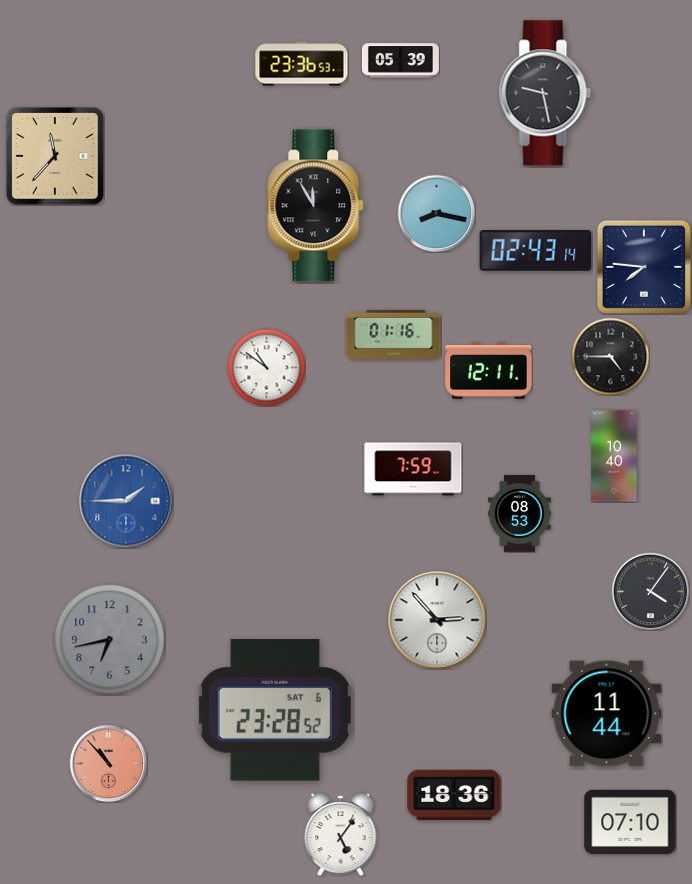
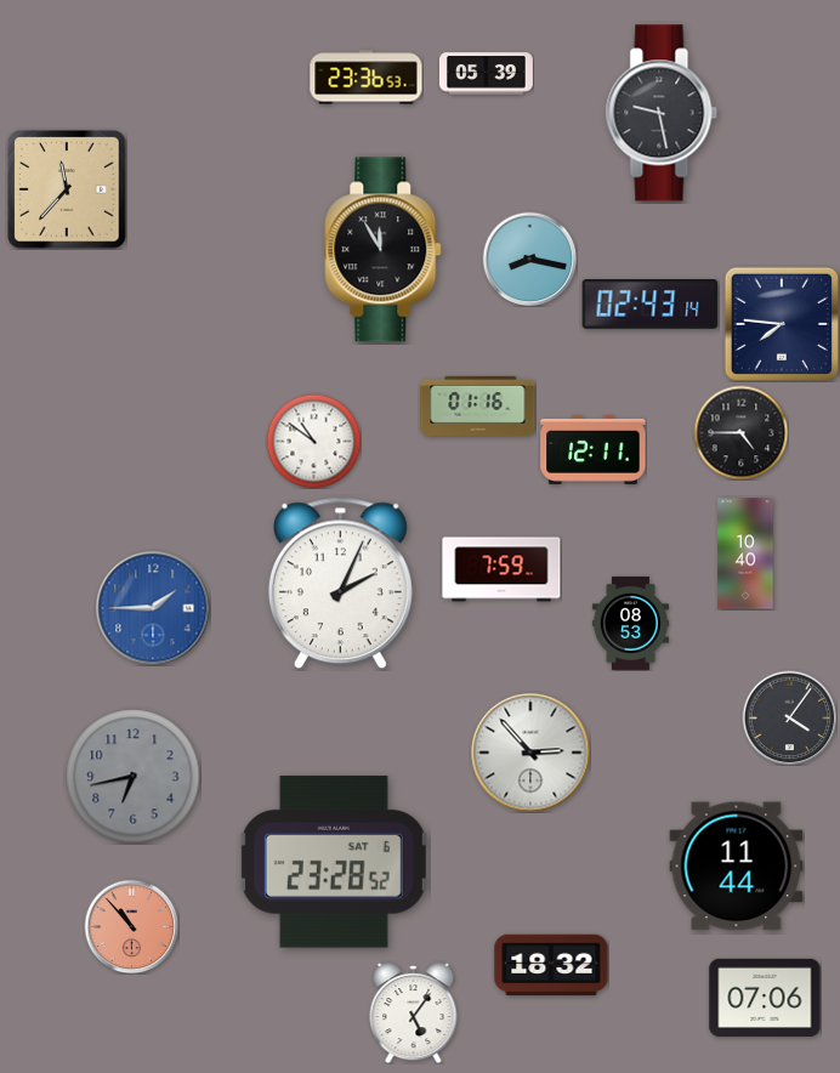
clock at (266, 367) position: (266, 367) -> (313, 441)
clock at (340, 584): none -> 2:04
clock at (454, 795): 18:36 -> 18:32
clock at (630, 822): 07:10 -> 07:06
